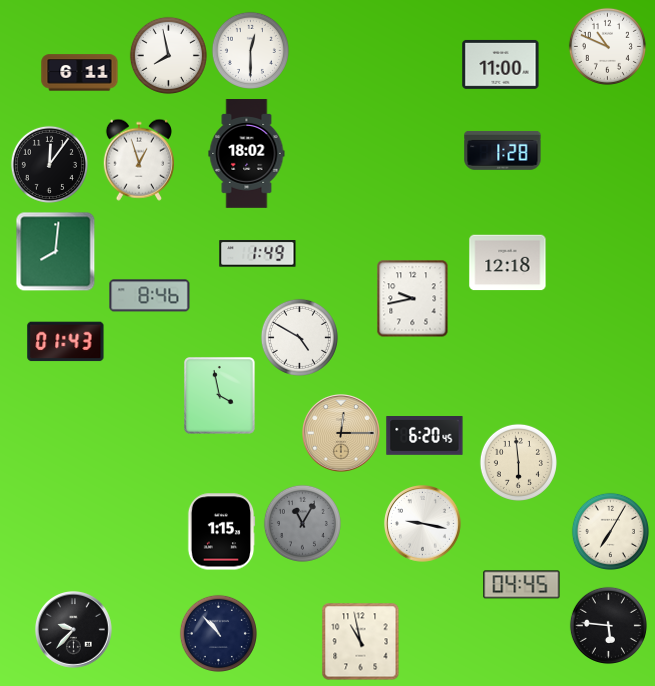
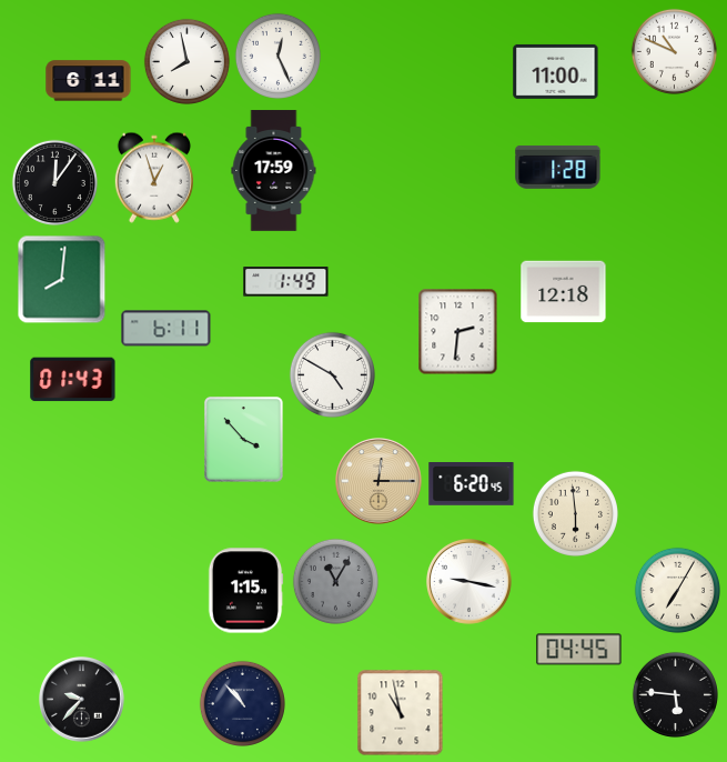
clock at (250, 50): 12:30 -> 12:26
clock at (247, 154): 18:02 -> 17:59
clock at (150, 296): 8:46 -> 6:11
clock at (413, 298): 9:43 -> 2:31
clock at (220, 396): 3:58 -> 3:53
